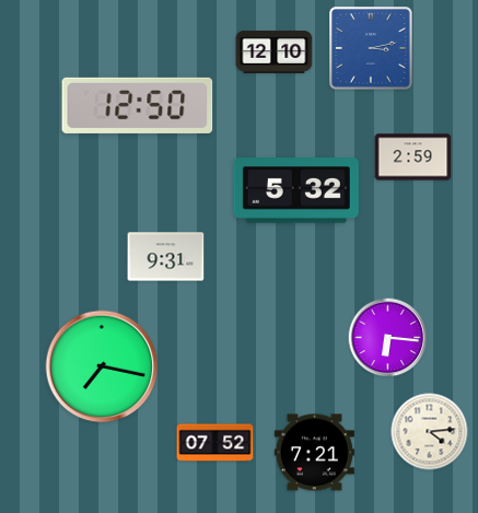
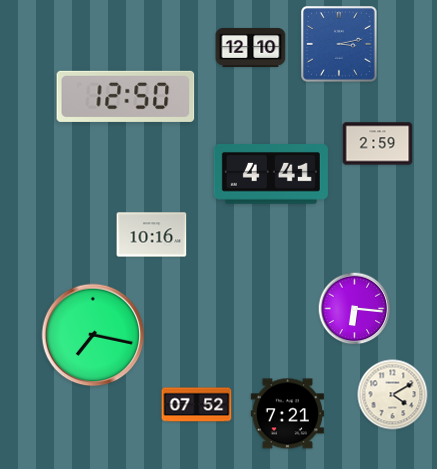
clock at (296, 191): 5:32 -> 4:41
clock at (166, 257): 9:31 -> 10:16
clock at (430, 432): 4:14 -> 4:10
